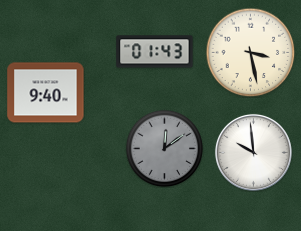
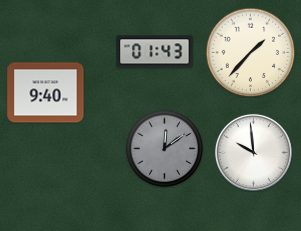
clock at (250, 52): 3:28 -> 1:37
